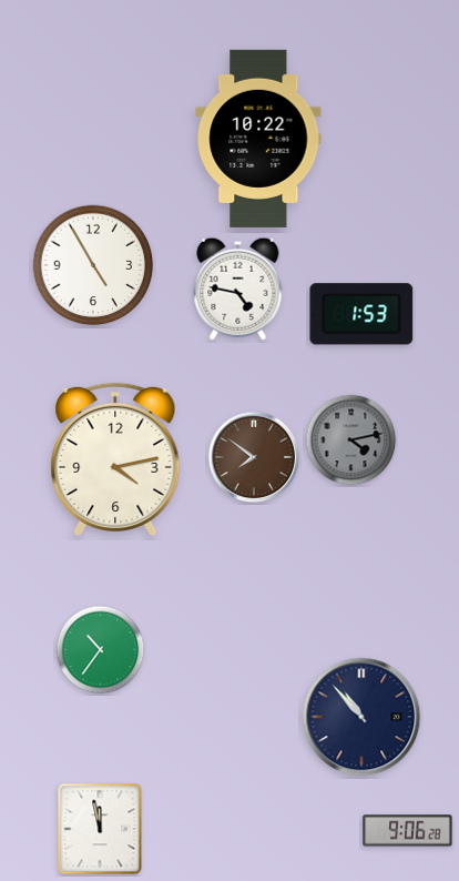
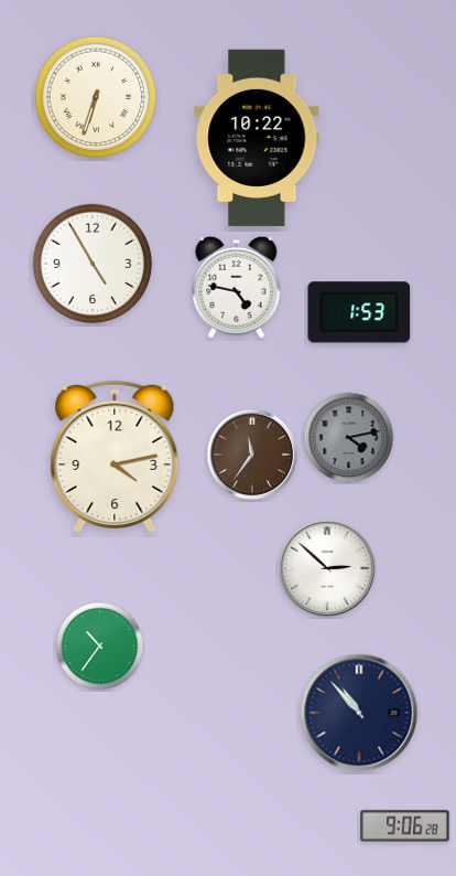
clock at (96, 97): none -> 6:33
clock at (254, 457): 7:51 -> 11:36
clock at (327, 568): none -> 2:52
clock at (100, 829): 11:58 -> none
